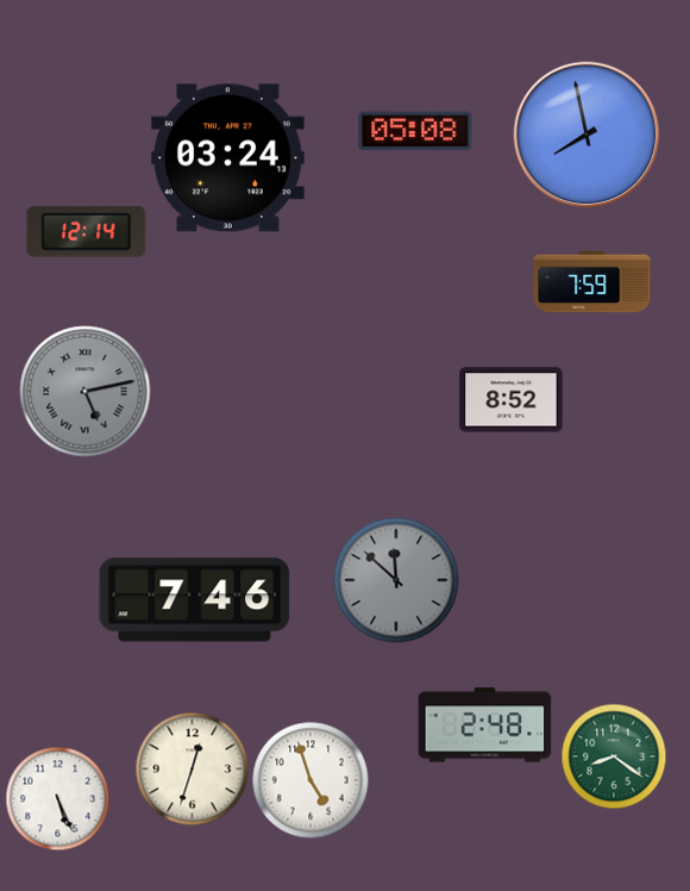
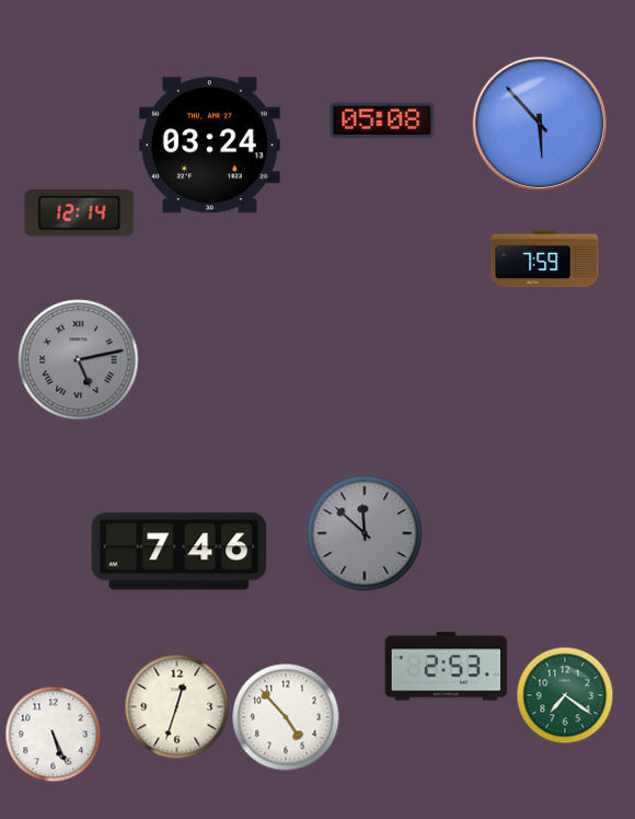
clock at (586, 135): 7:58 -> 5:53
clock at (512, 400): 8:52 -> none
clock at (485, 725): 2:48 -> 2:53
clock at (614, 756): 8:21 -> 7:21
clock at (310, 780): 4:57 -> 4:53
